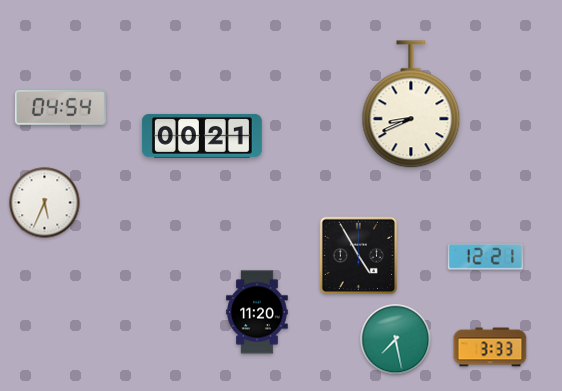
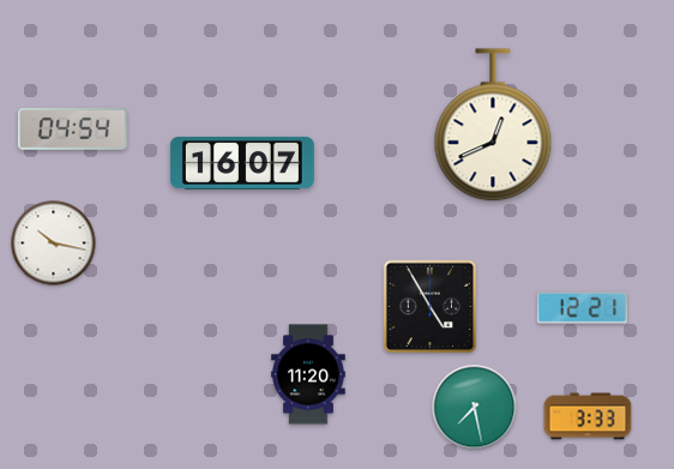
clock at (411, 105): 8:41 -> 12:41
clock at (202, 136): 00:21 -> 16:07
clock at (45, 203): 5:34 -> 10:17
